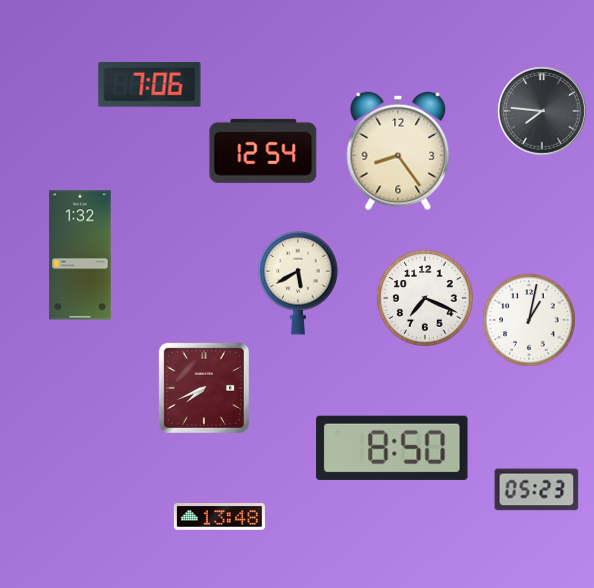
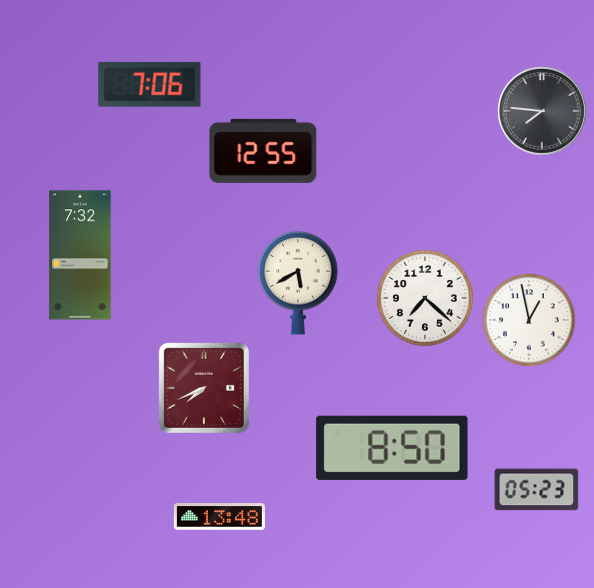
clock at (263, 151): 12:54 -> 12:55
clock at (398, 151): 8:24 -> none
clock at (80, 255): 1:32 -> 7:32
clock at (425, 298): 7:19 -> 7:22
clock at (529, 320): 1:02 -> 12:58
